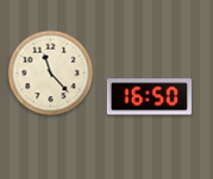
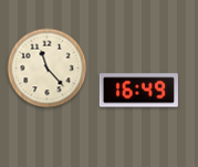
clock at (149, 97): 16:50 -> 16:49
